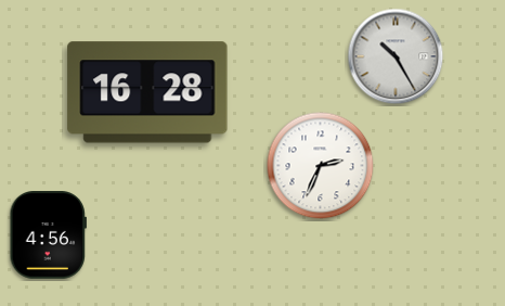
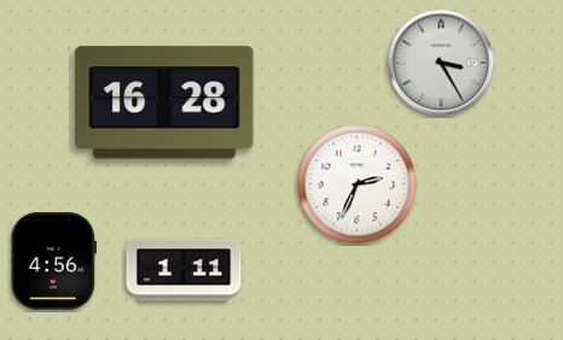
clock at (396, 56): 10:25 -> 3:25
clock at (184, 270): none -> 1:11
